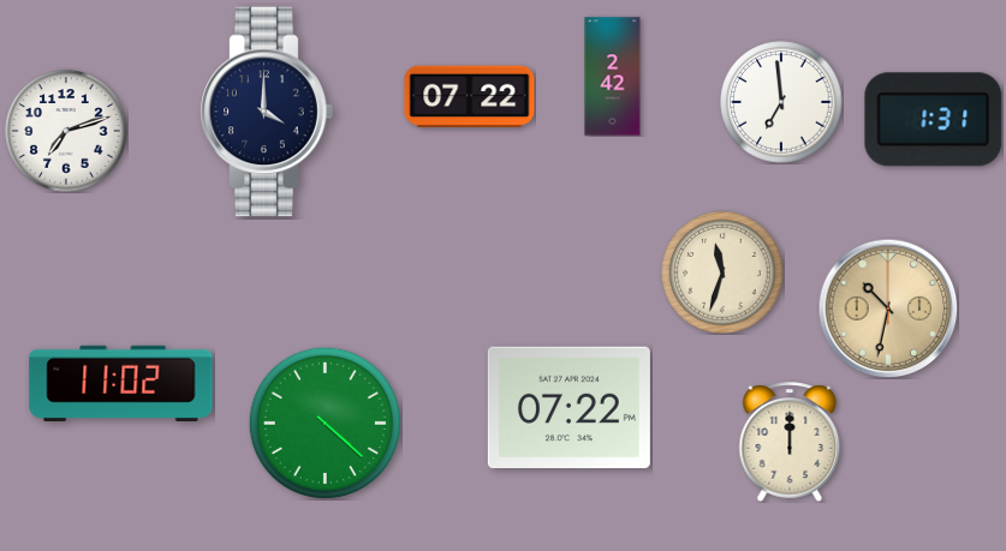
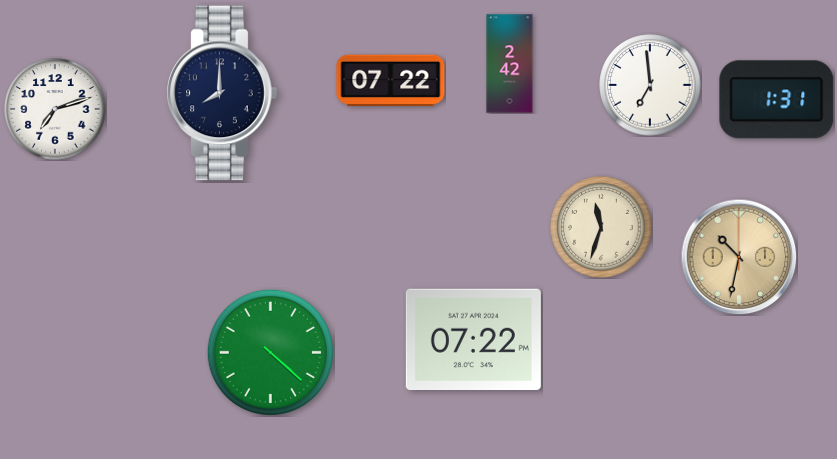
clock at (267, 112): 4:00 -> 8:00
clock at (121, 383): 11:02 -> none
clock at (790, 442): 12:00 -> none
